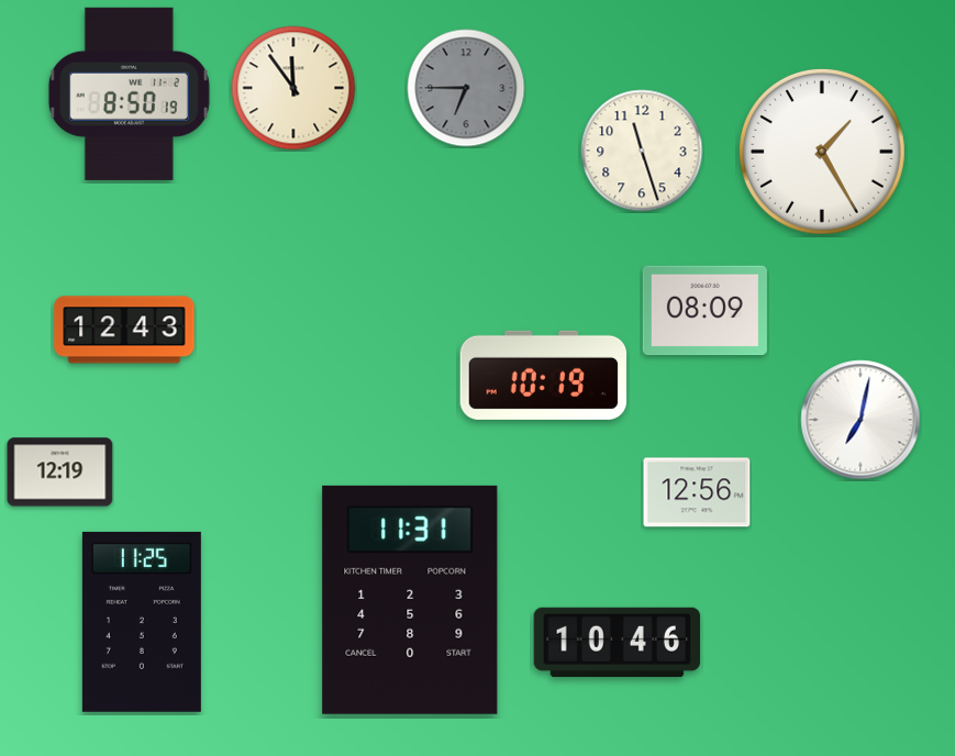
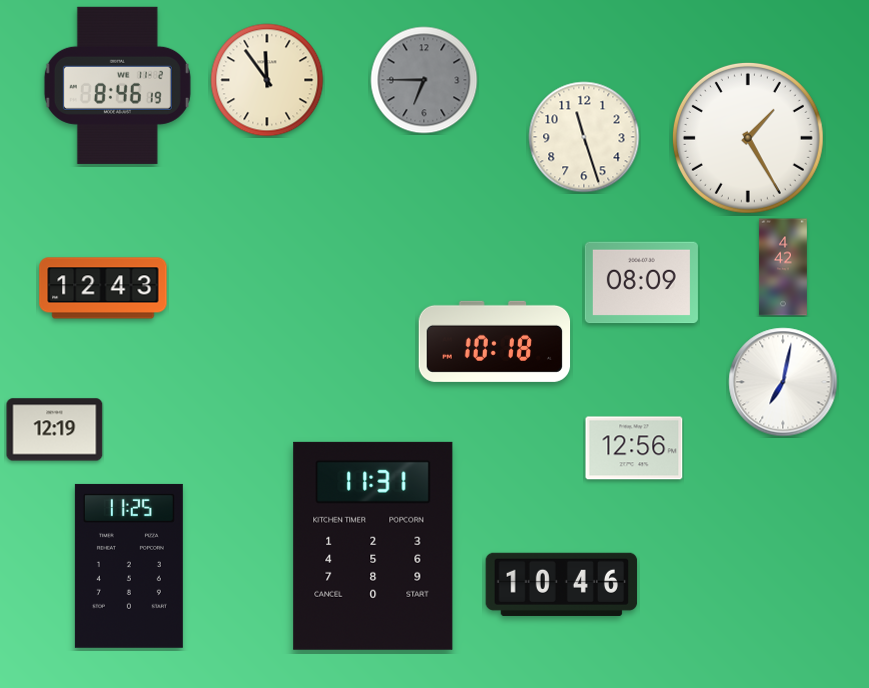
clock at (129, 93): 8:50 -> 8:46
clock at (783, 267): none -> 4:42
clock at (124, 330) position: (124, 330) -> (103, 288)
clock at (544, 375): 10:19 -> 10:18
